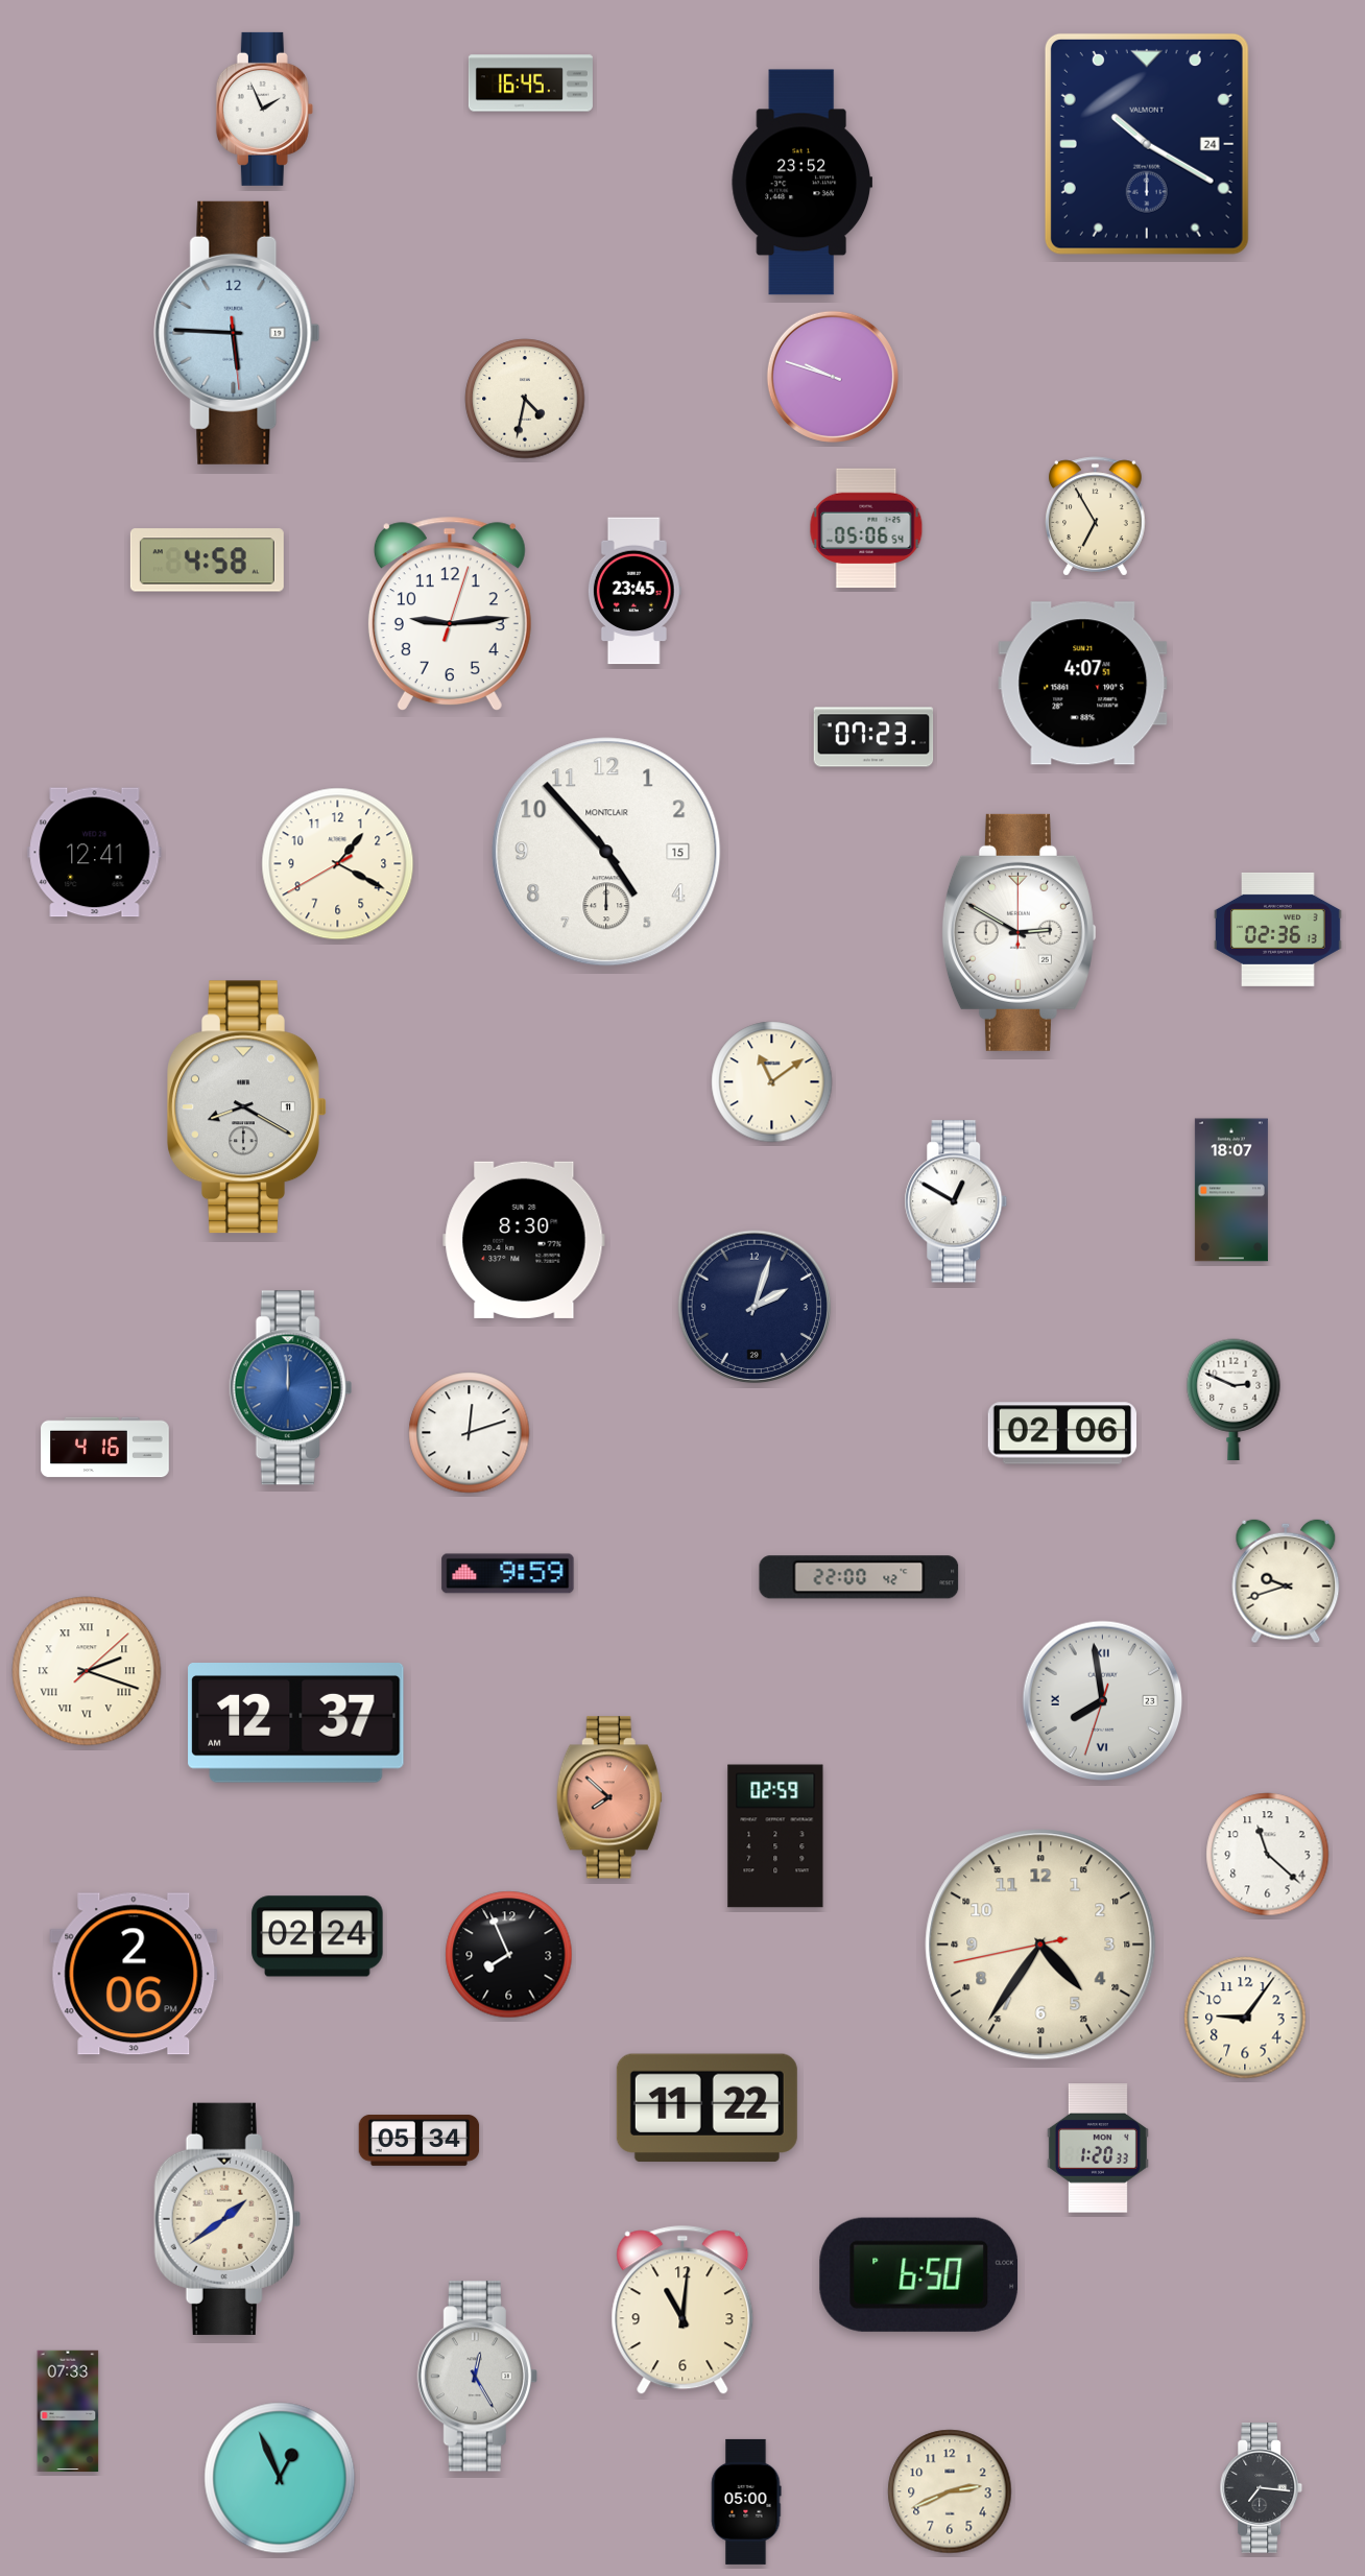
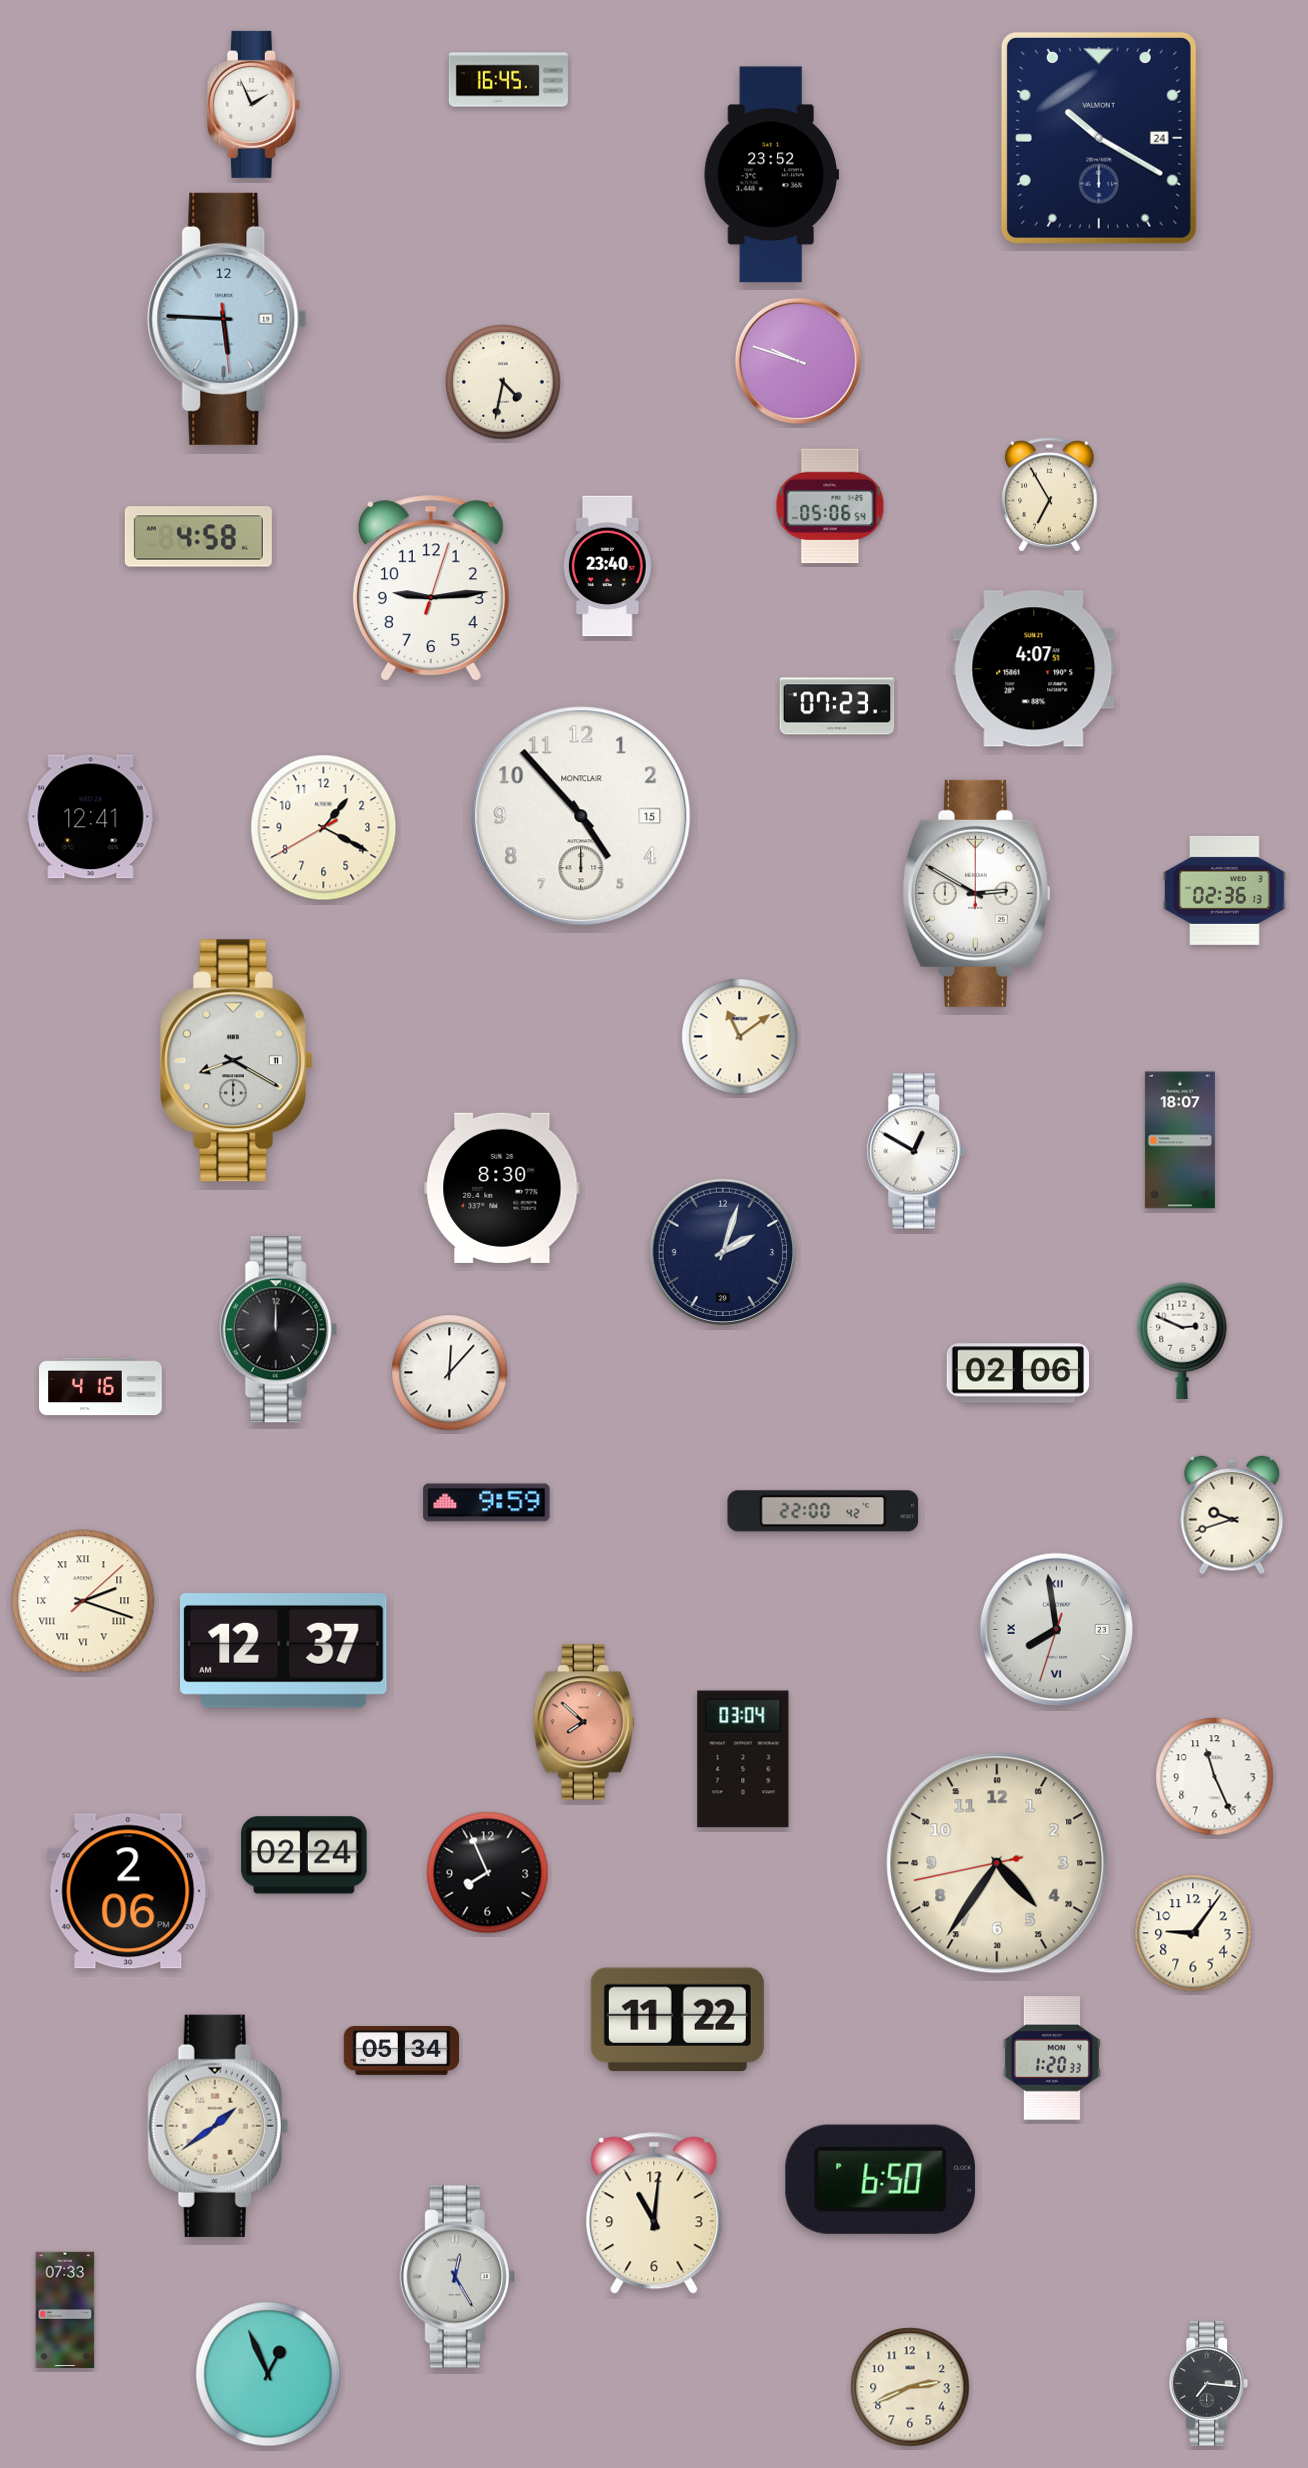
clock at (801, 183) position: (801, 183) -> (771, 175)
clock at (634, 591): 23:45 -> 23:40
clock at (1083, 684) position: (1083, 684) -> (1034, 669)
clock at (291, 1388) dial: blue -> black
clock at (470, 1433): 12:12 -> 12:07
clock at (508, 1574) position: (508, 1574) -> (487, 1503)
clock at (775, 1836): 02:59 -> 03:04
clock at (1268, 1855): 11:22 -> 11:26
clock at (746, 2502): 05:00 -> none
